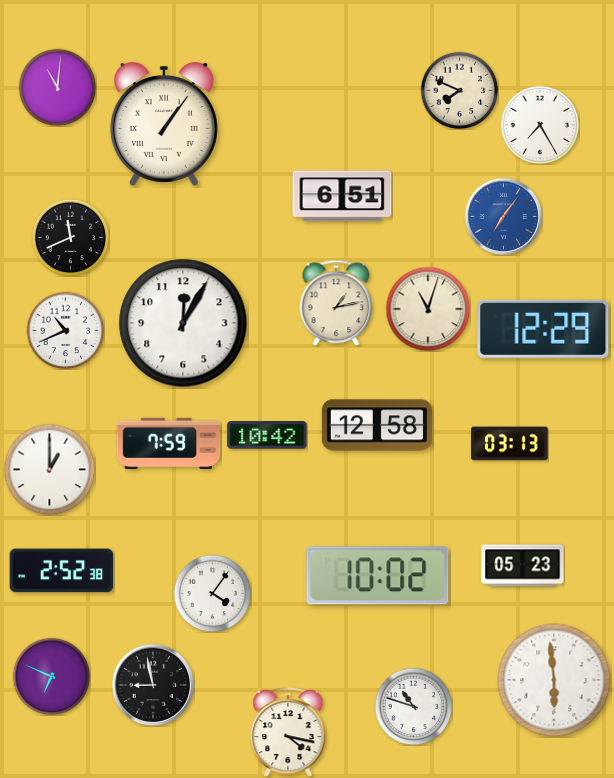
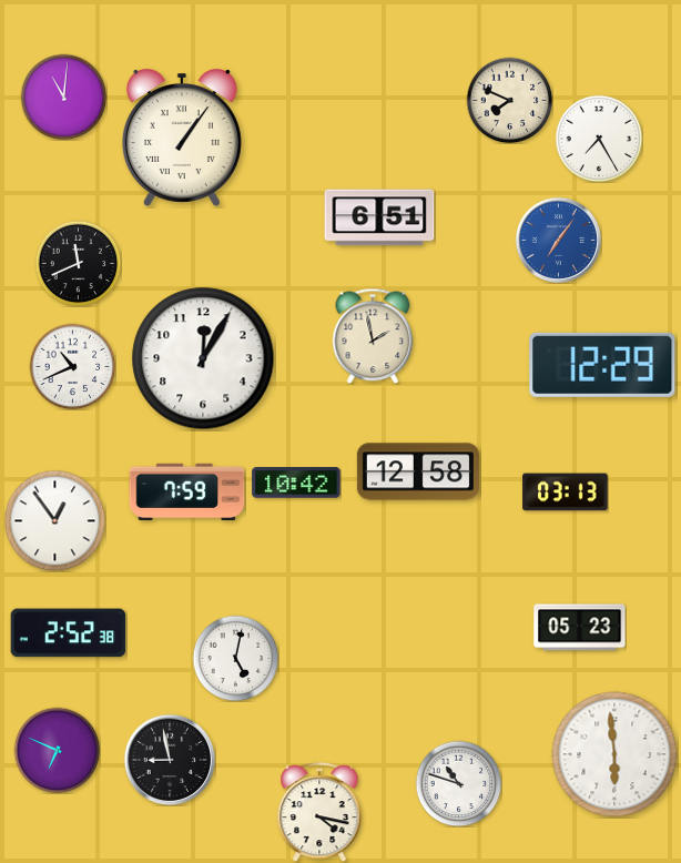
clock at (336, 303): 1:13 -> 1:58
clock at (428, 309): 11:03 -> none
clock at (49, 469): 1:00 -> 12:54
clock at (378, 576): 10:02 -> none
clock at (212, 593): 4:06 -> 5:02
